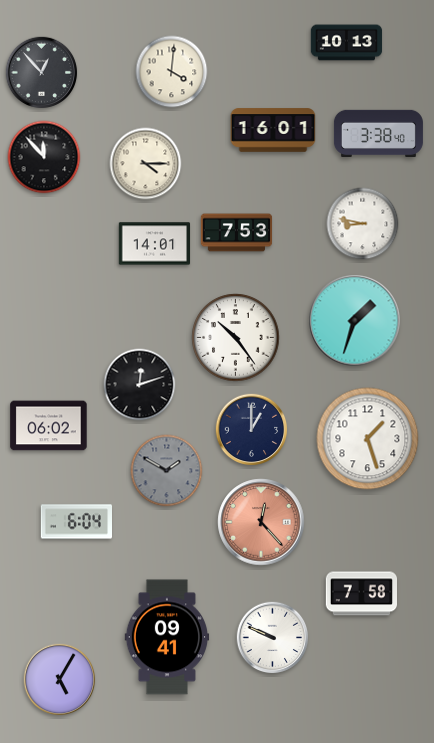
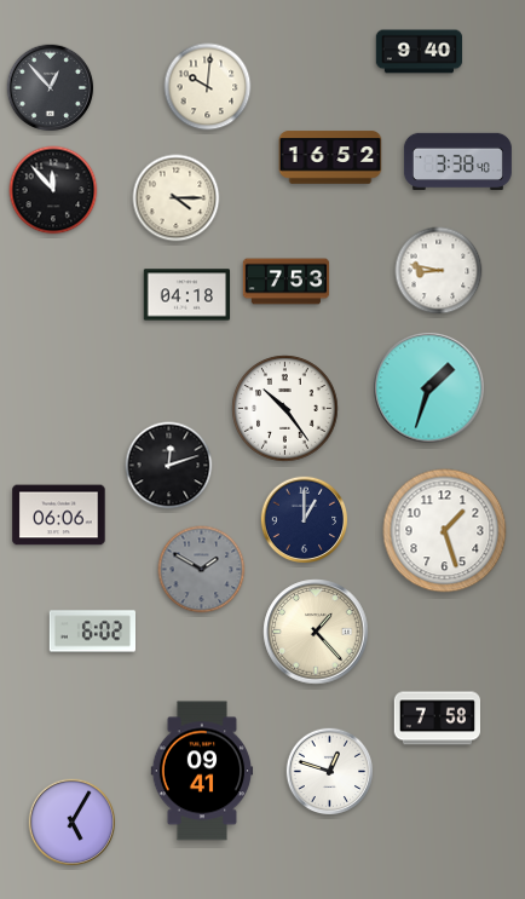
clock at (347, 43): 10:13 -> 9:40
clock at (172, 72): 4:01 -> 10:01
clock at (273, 130): 16:01 -> 16:52
clock at (155, 244): 14:01 -> 04:18
clock at (49, 426): 06:02 -> 06:06
clock at (76, 522): 6:04 -> 6:02
clock at (261, 522): 12:23 -> 1:23
clock at (261, 522) dial: salmon -> cream
clock at (273, 638): 9:49 -> 12:48
